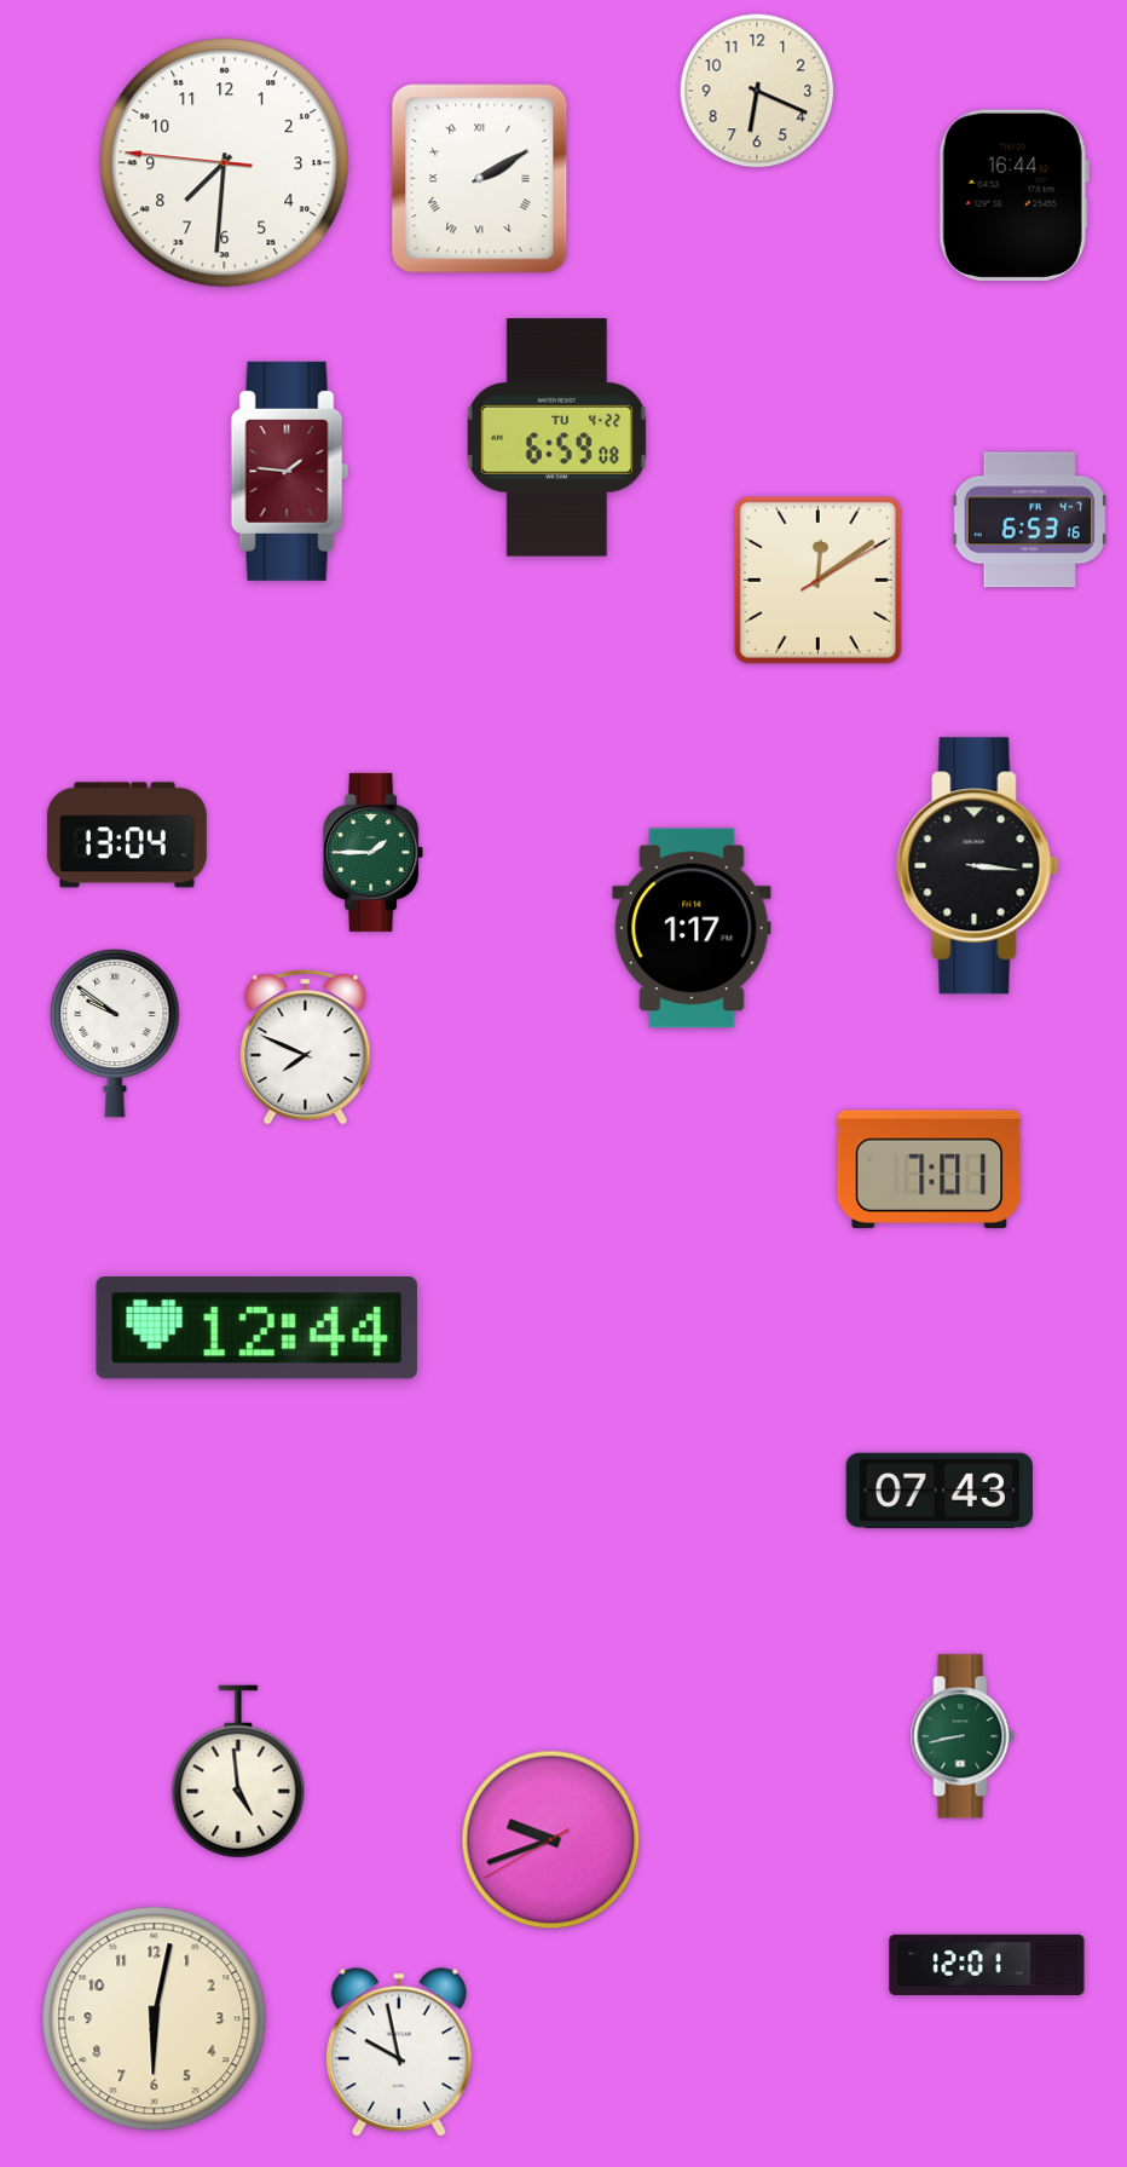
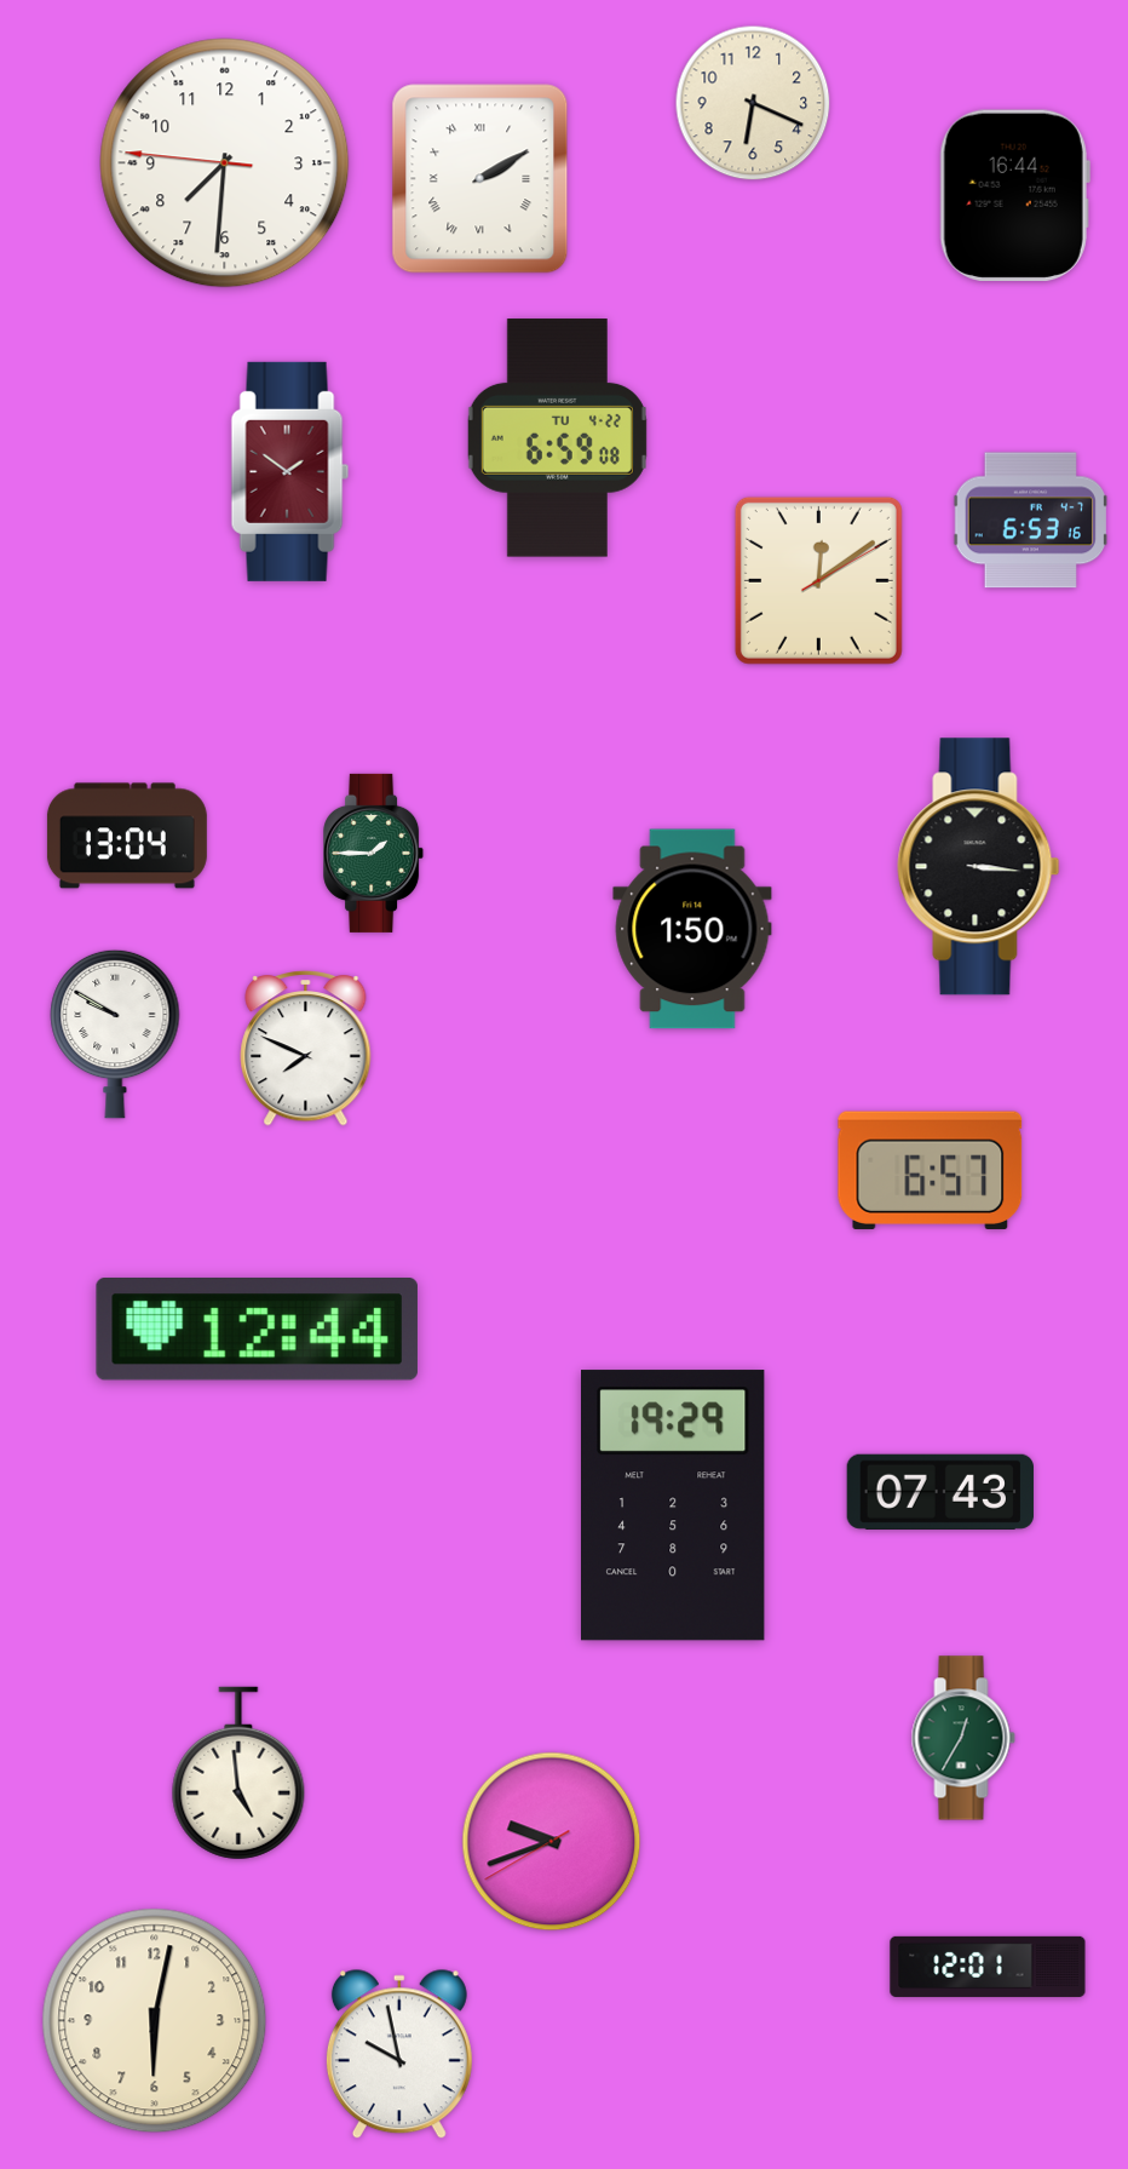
clock at (757, 91) position: (757, 91) -> (753, 103)
clock at (290, 471): 1:46 -> 1:51
clock at (692, 928): 1:17 -> 1:50
clock at (115, 1033): 9:51 -> 9:50
clock at (930, 1169): 7:01 -> 6:57
clock at (674, 1505): none -> 19:29
clock at (963, 1736): 8:43 -> 12:35
